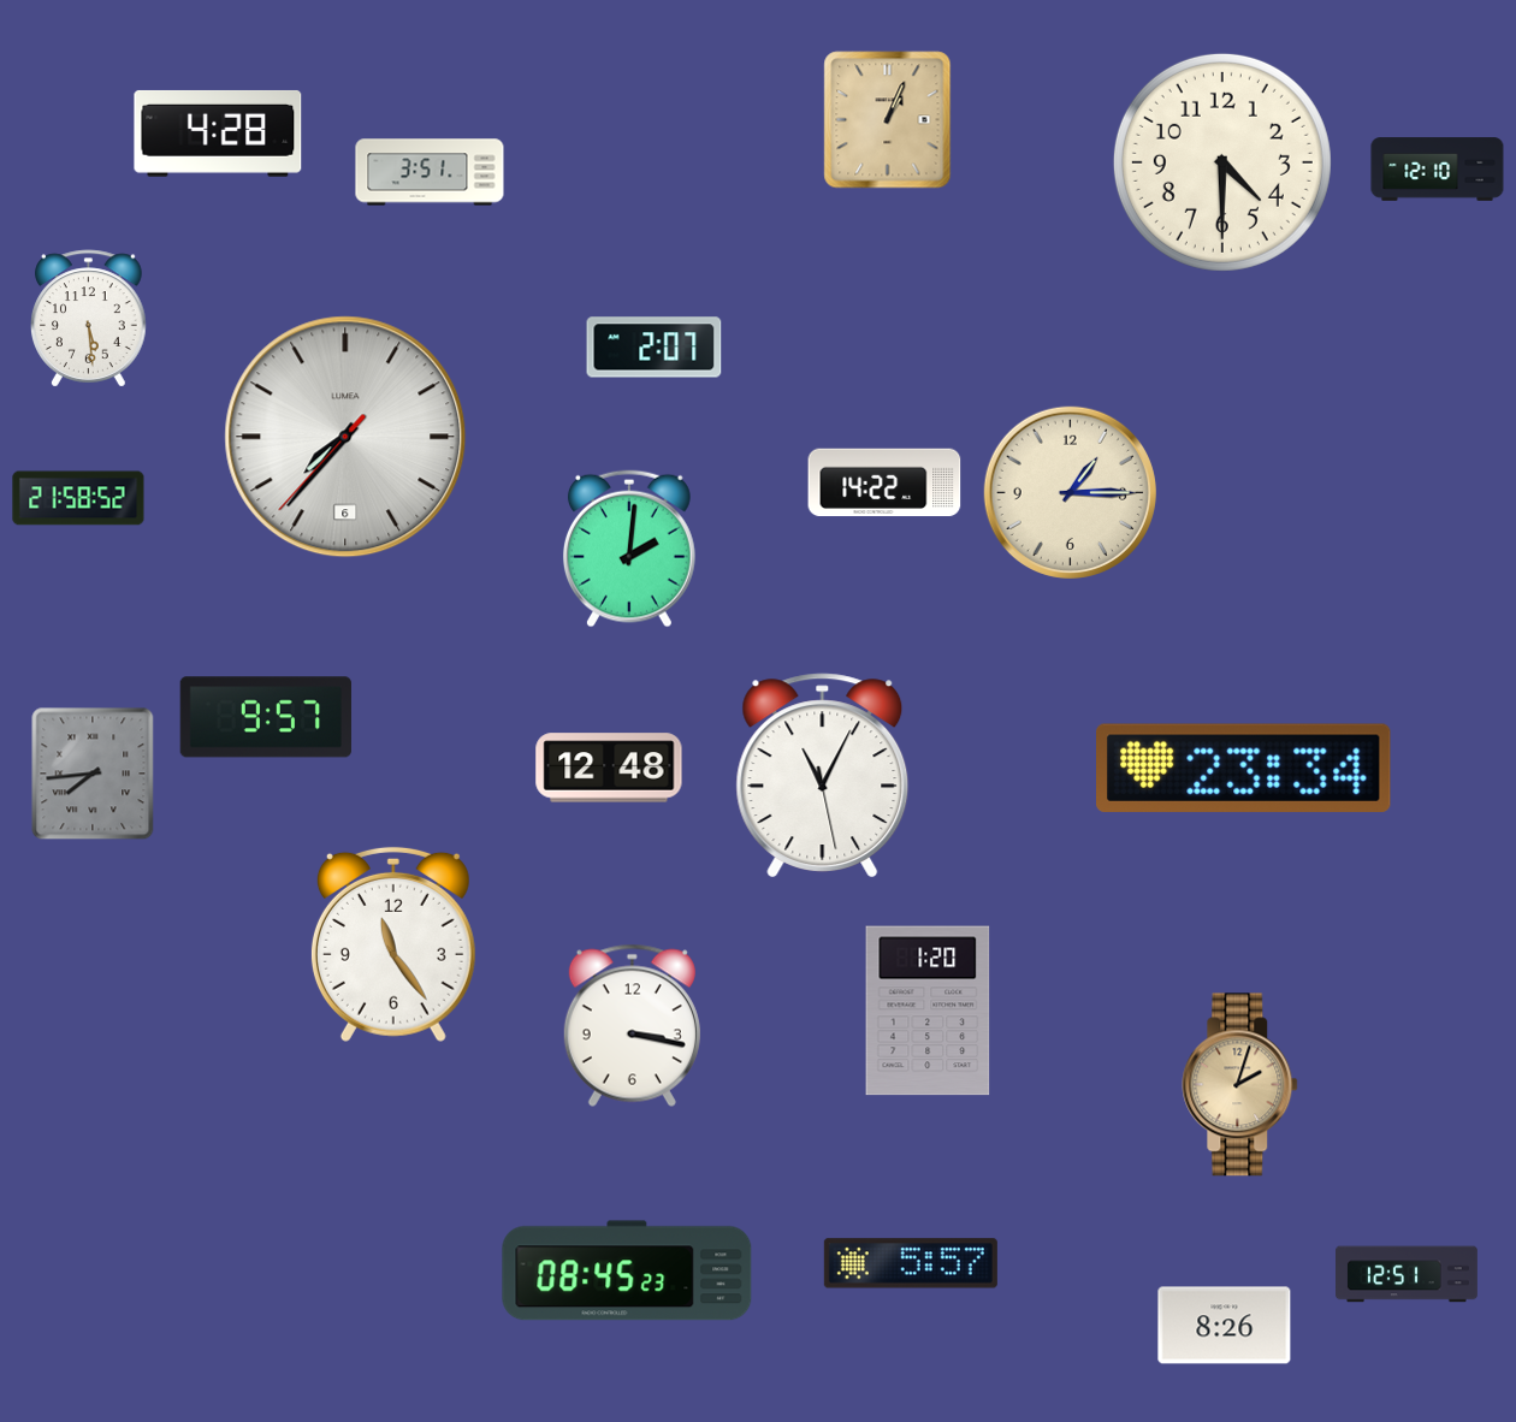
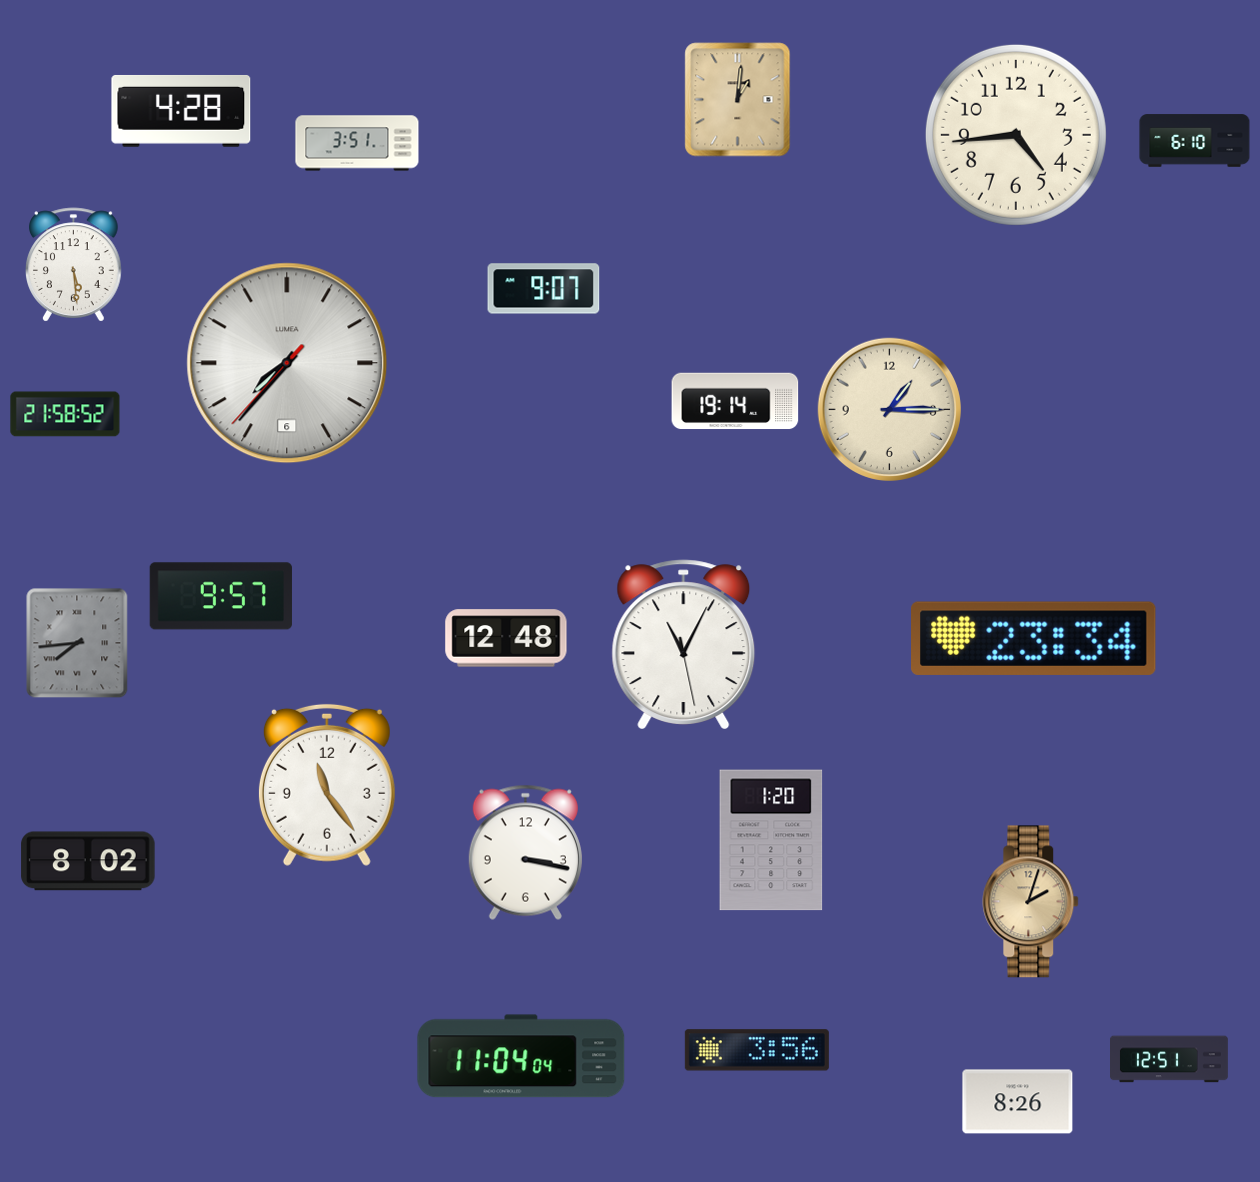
clock at (888, 120): 1:04 -> 1:01
clock at (1222, 162): 4:30 -> 4:44
clock at (1438, 170): 12:10 -> 6:10
clock at (655, 348): 2:07 -> 9:07
clock at (884, 482): 14:22 -> 19:14
clock at (629, 549): 2:01 -> none
clock at (88, 861): none -> 8:02
clock at (911, 1263): 5:57 -> 3:56
clock at (627, 1270): 08:45 -> 11:04
